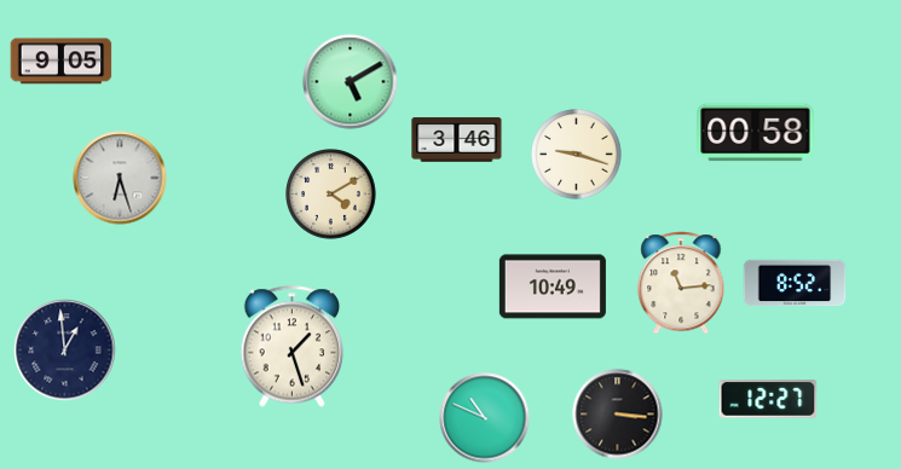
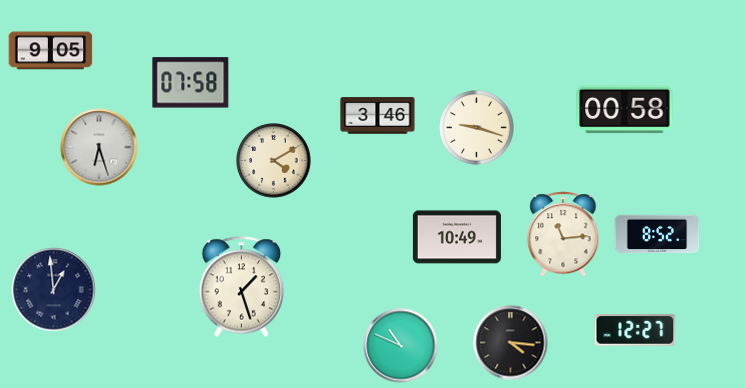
clock at (351, 82): 5:10 -> none
clock at (191, 83): none -> 07:58
clock at (618, 415): 3:16 -> 4:16
